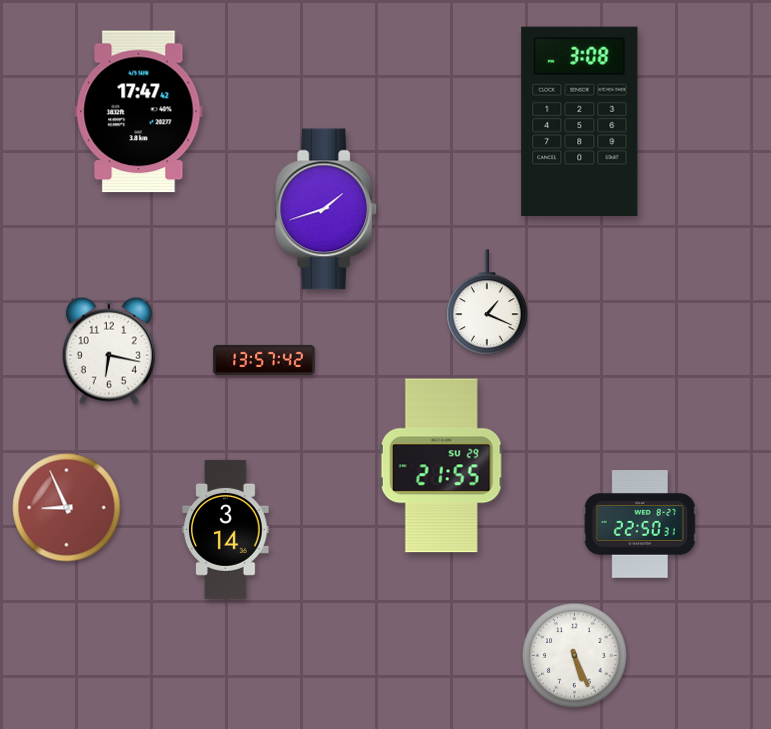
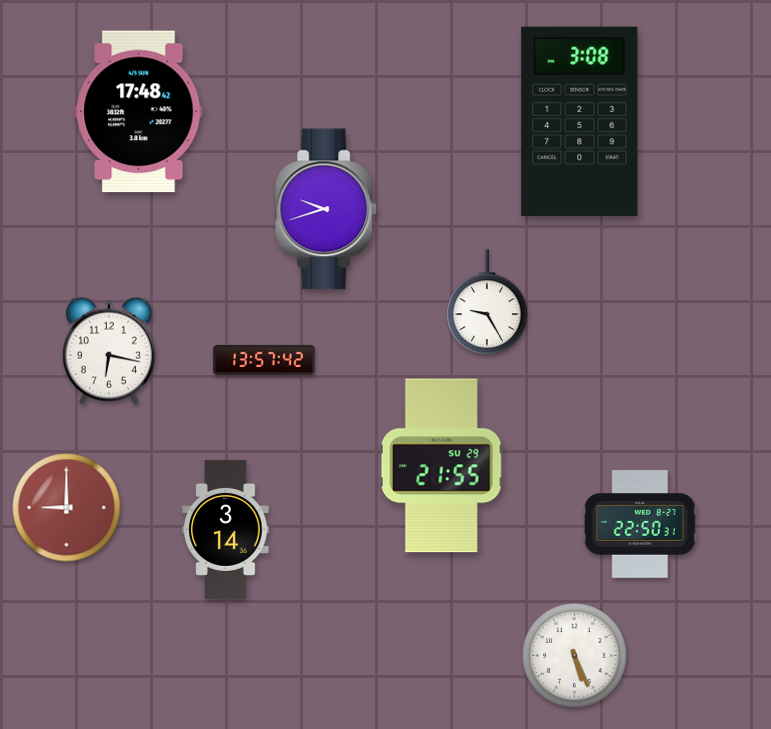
clock at (139, 112): 17:47 -> 17:48
clock at (327, 209): 1:42 -> 9:42
clock at (487, 302): 1:19 -> 9:25
clock at (67, 508): 8:56 -> 9:00
